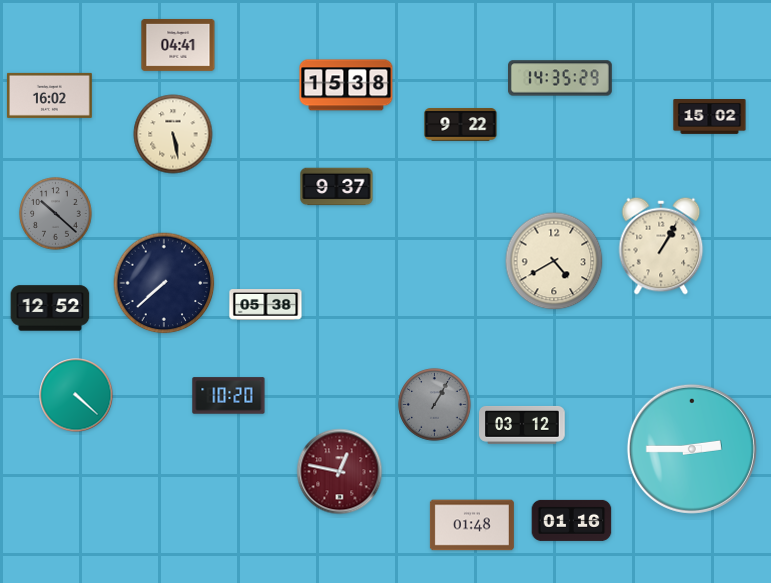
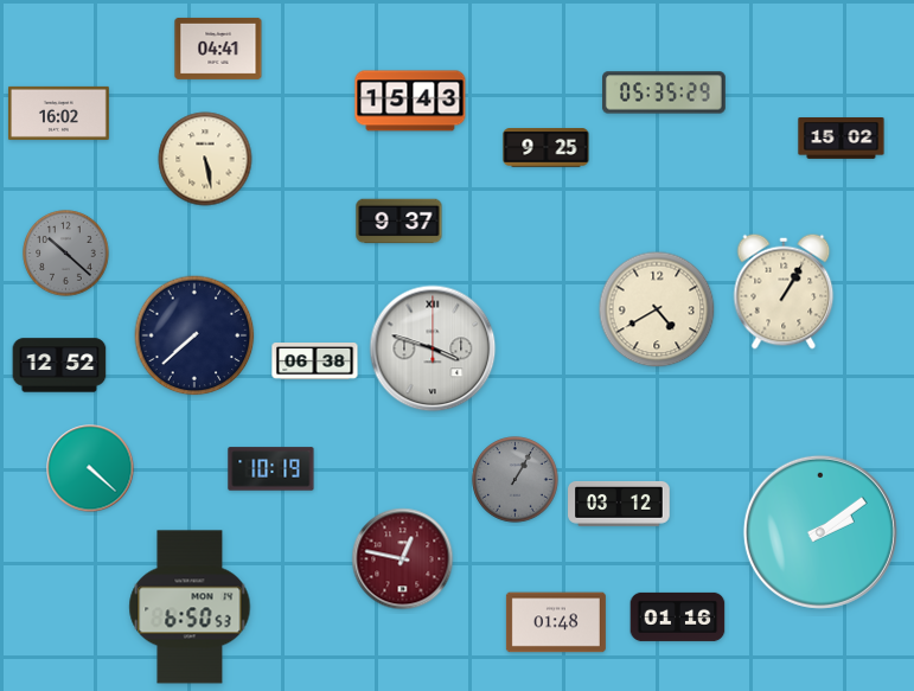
clock at (178, 45) position: (178, 45) -> (218, 49)
clock at (561, 78): 14:35 -> 05:35
clock at (346, 85): 15:38 -> 15:43
clock at (461, 125): 9:22 -> 9:25
clock at (433, 348): none -> 3:48
clock at (266, 305): 05:38 -> 06:38
clock at (229, 396): 10:20 -> 10:19
clock at (692, 449): 2:45 -> 2:09
clock at (190, 607): none -> 6:50
clock at (472, 525) position: (472, 525) -> (556, 622)
